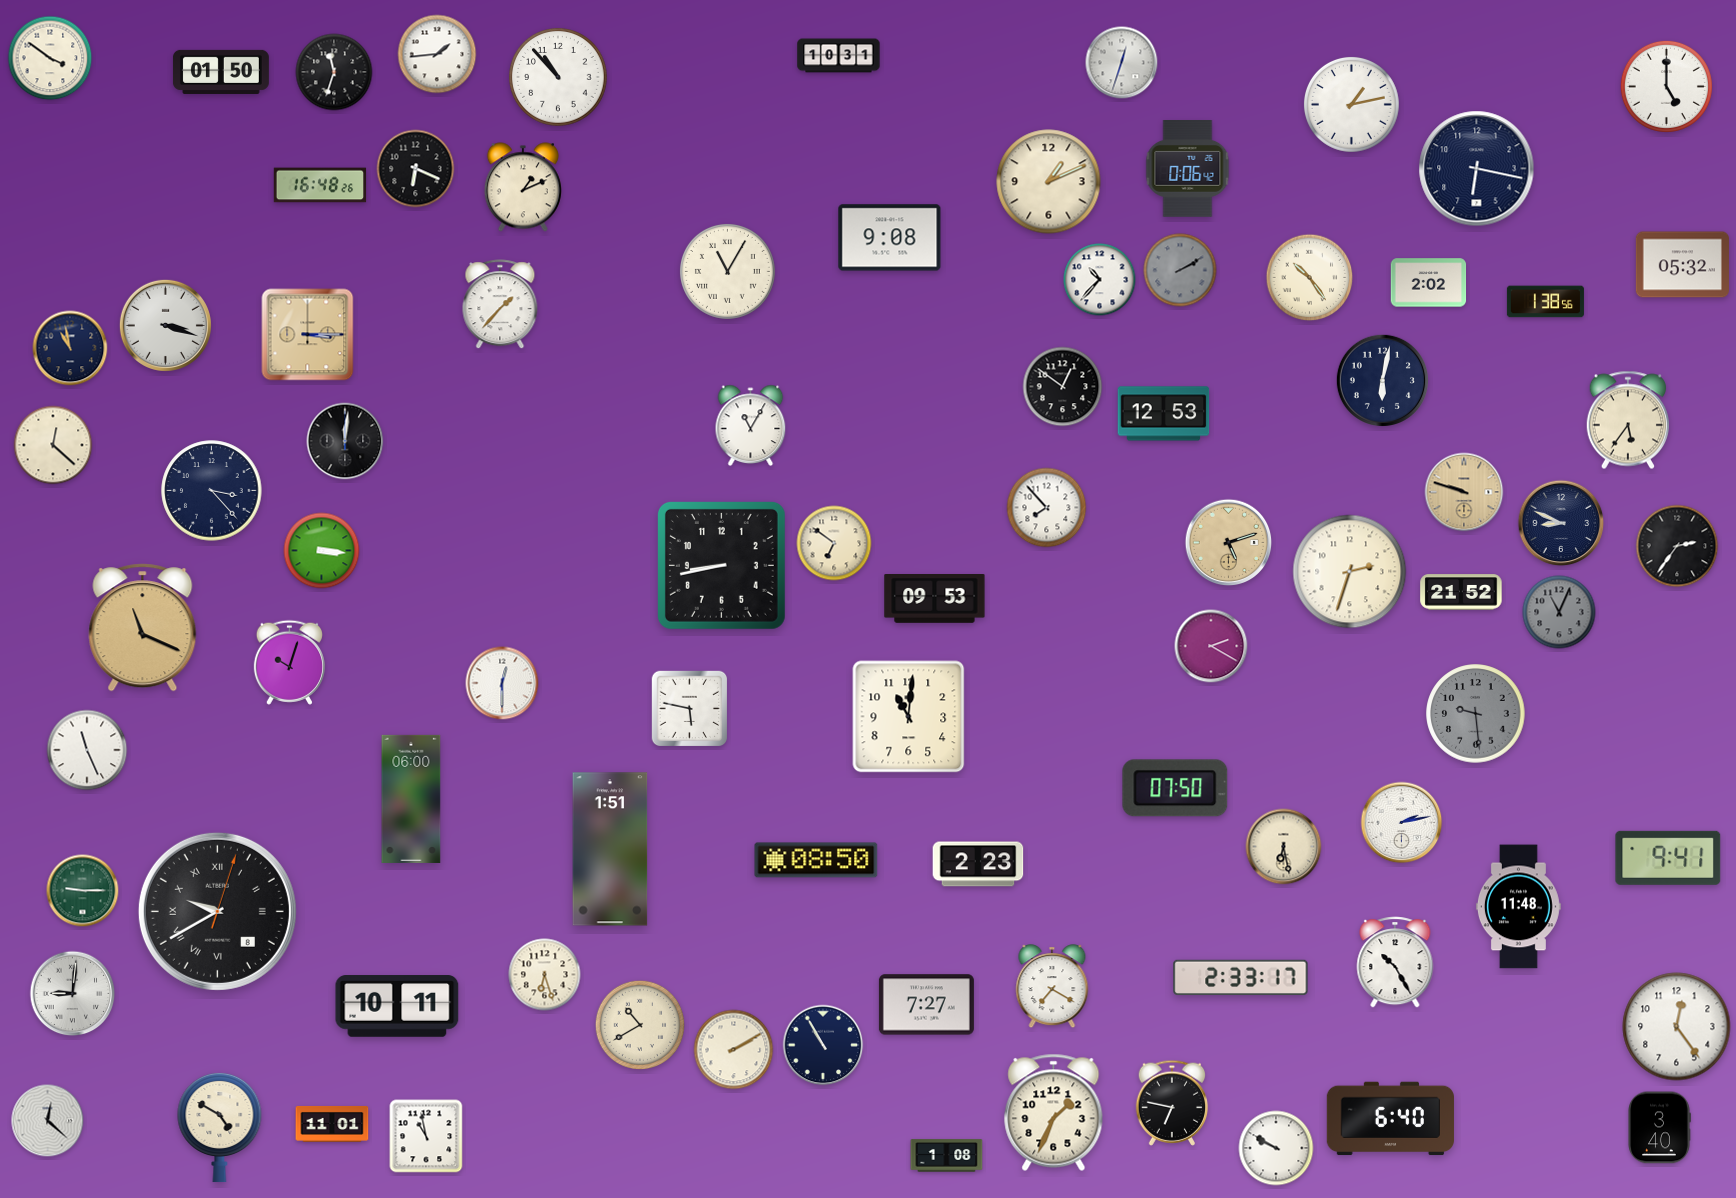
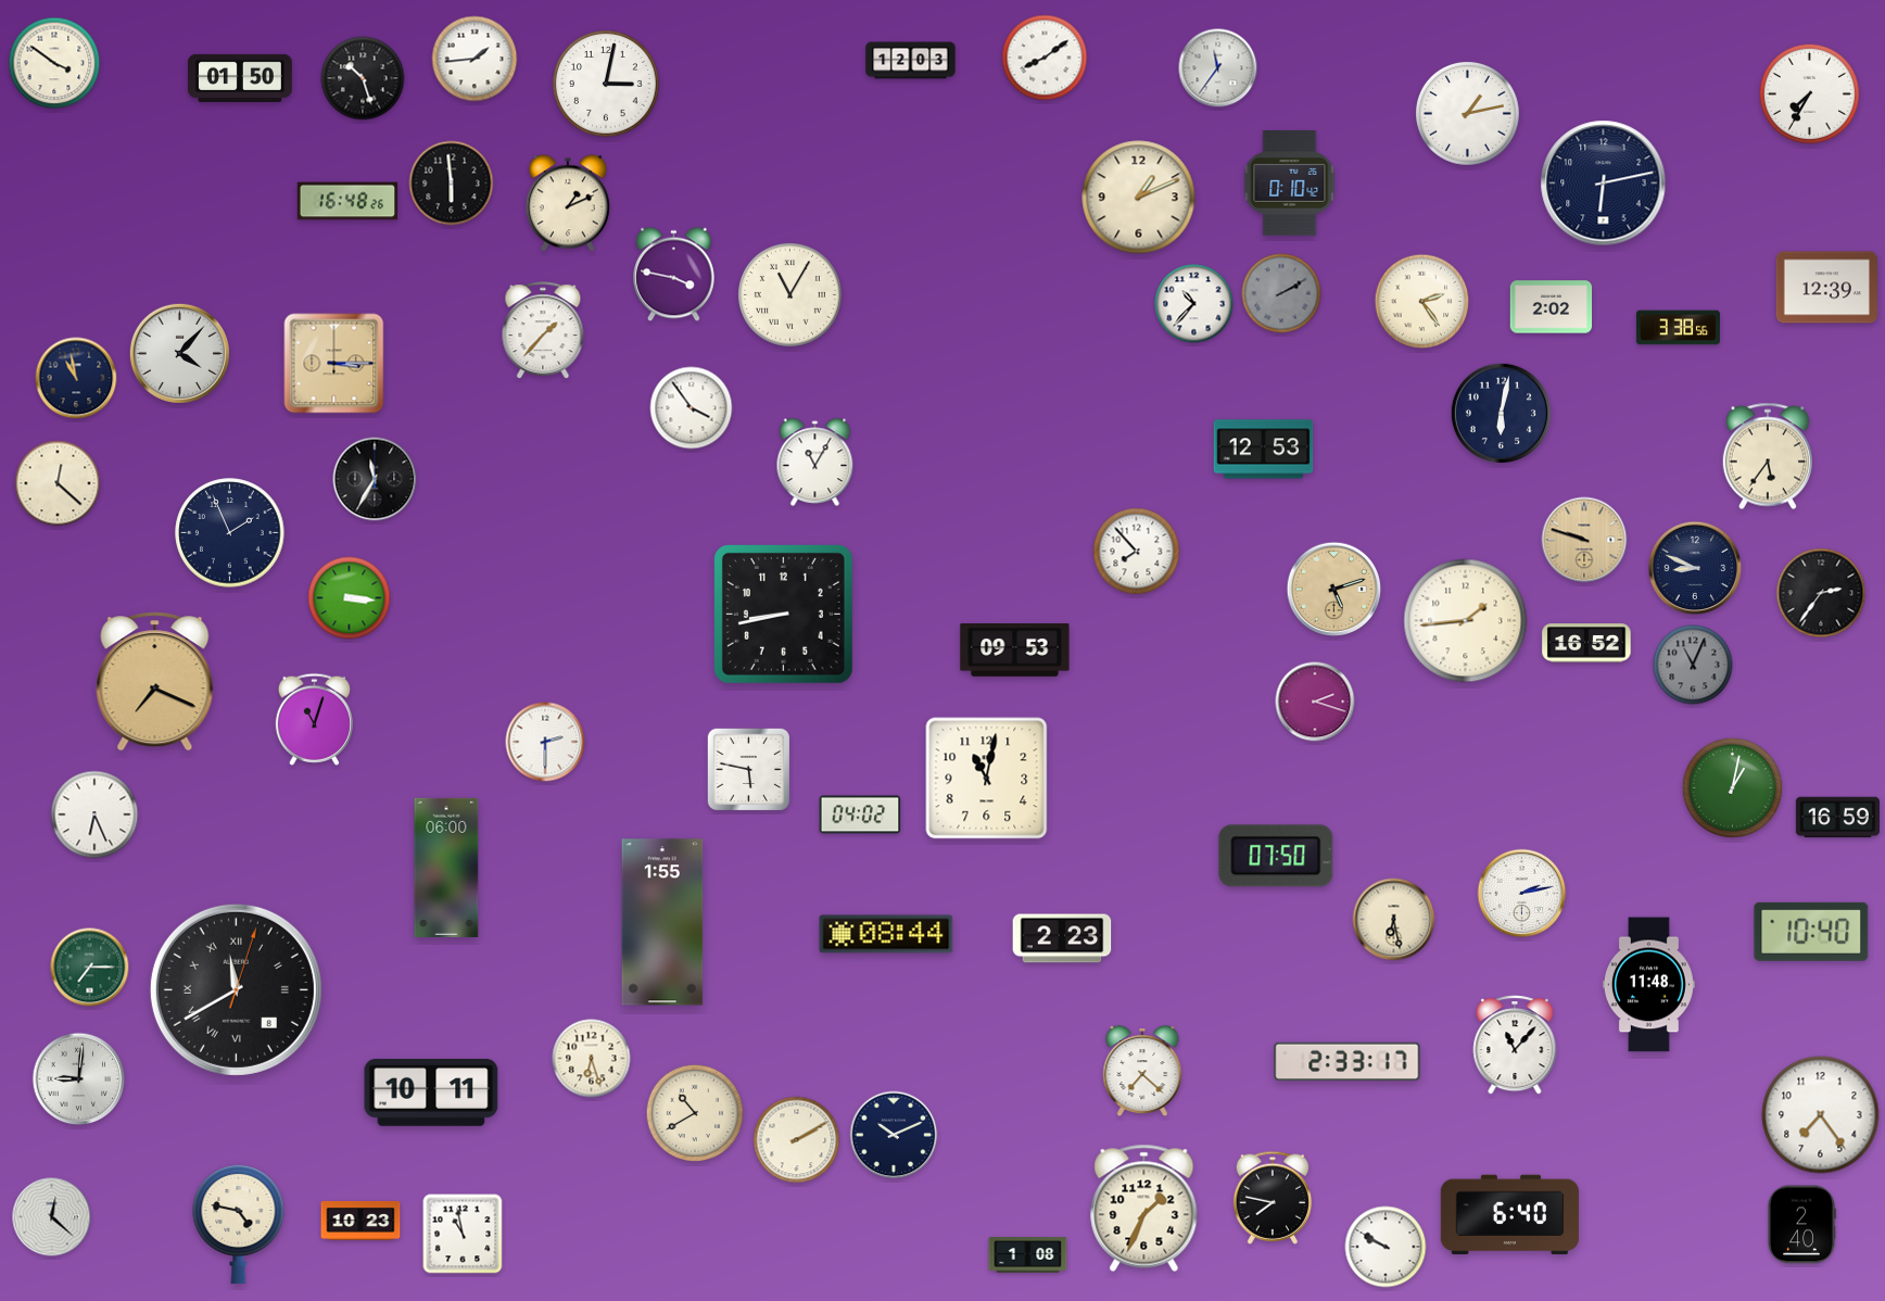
clock at (1045, 58): none -> 8:09
clock at (839, 56): 10:31 -> 12:03
clock at (1122, 63): 12:33 -> 11:36
clock at (334, 72): 11:33 -> 10:27
clock at (558, 77): 10:53 -> 3:02
clock at (1666, 86): 5:00 -> 7:35
clock at (416, 169): 6:19 -> 5:59
clock at (1188, 169): 0:06 -> 0:10
clock at (1477, 169): 6:17 -> 6:13
clock at (890, 238): 9:08 -> none
clock at (674, 275): none -> 3:47
clock at (1682, 265): 05:32 -> 12:39
clock at (1310, 278): 10:24 -> 2:24
clock at (1545, 302): 1:38 -> 3:38
clock at (165, 325): 3:18 -> 4:07
clock at (692, 408): none -> 3:54
clock at (1063, 387): 12:51 -> none
clock at (345, 441): 12:01 -> 11:35
clock at (212, 491): 3:23 -> 1:56
clock at (1464, 492) position: (1464, 492) -> (1584, 540)
clock at (834, 543): 6:51 -> none
clock at (1350, 572): 2:33 -> 1:44
clock at (1461, 592): 21:52 -> 16:52
clock at (143, 628): 11:19 -> 7:19
clock at (1211, 646): 2:20 -> 2:18
clock at (289, 662): 10:03 -> 11:03
clock at (502, 683): 12:30 -> 2:30
clock at (1476, 714): 9:29 -> none
clock at (909, 717): 11:01 -> 11:02
clock at (1732, 787): none -> 1:02
clock at (87, 750): 11:26 -> 6:26
clock at (860, 814): none -> 04:02
clock at (1837, 818): none -> 16:59
clock at (610, 849): 1:51 -> 1:55
clock at (1668, 858): 9:41 -> 10:40
clock at (816, 860): 08:50 -> 08:44
clock at (83, 891): 9:15 -> 7:15
clock at (217, 911): 9:40 -> 11:40
clock at (1395, 962): 10:25 -> 11:07
clock at (1052, 987): 7:20 -> 7:22
clock at (926, 1005): 7:27 -> none
clock at (1677, 1027): 12:24 -> 7:24
clock at (823, 1045): 10:55 -> 10:11
clock at (1172, 1103): 6:47 -> 7:47
clock at (332, 1124): 11:01 -> 10:23
clock at (220, 1127): 4:50 -> 4:47
clock at (1659, 1128): 3:40 -> 2:40
